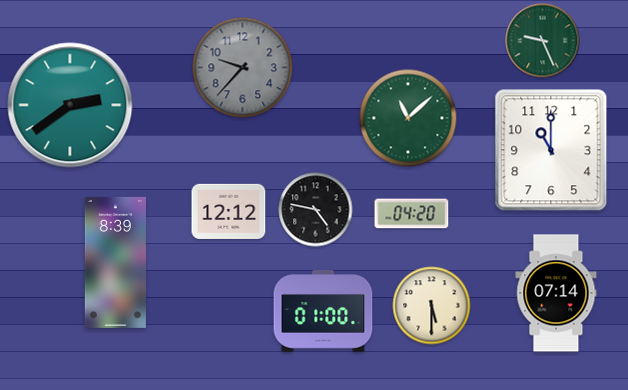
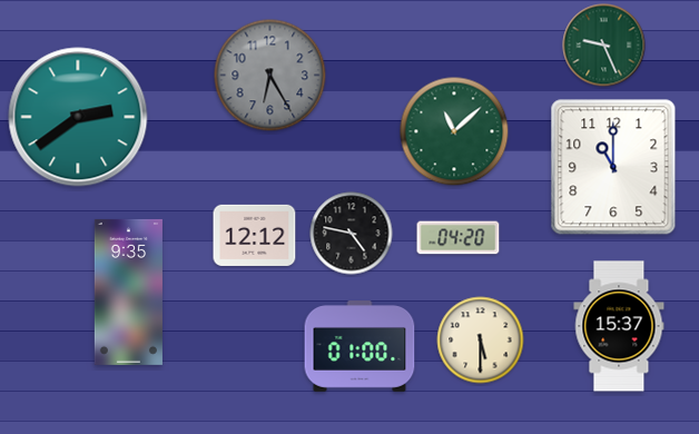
clock at (243, 68): 9:37 -> 6:25
clock at (115, 262): 8:39 -> 9:35
clock at (556, 293): 07:14 -> 15:37
